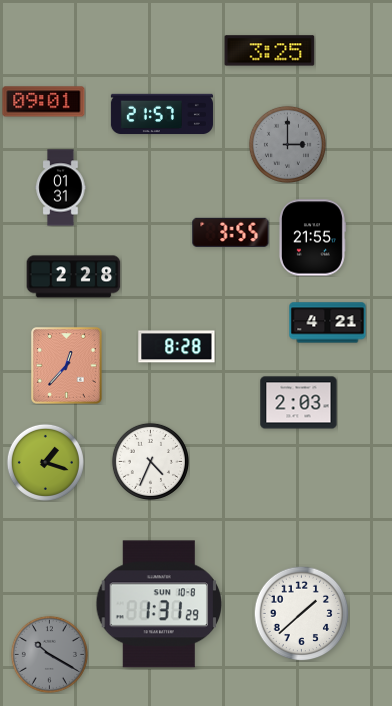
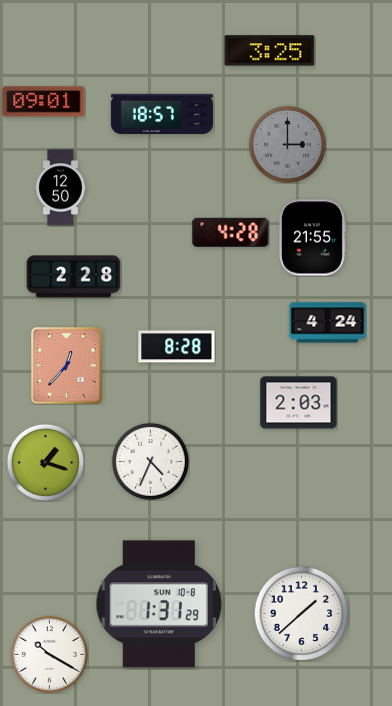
clock at (162, 114): 21:57 -> 18:57
clock at (61, 188): 01:31 -> 12:50
clock at (231, 232): 3:55 -> 4:28
clock at (328, 323): 4:21 -> 4:24
clock at (49, 654) dial: grey -> white
